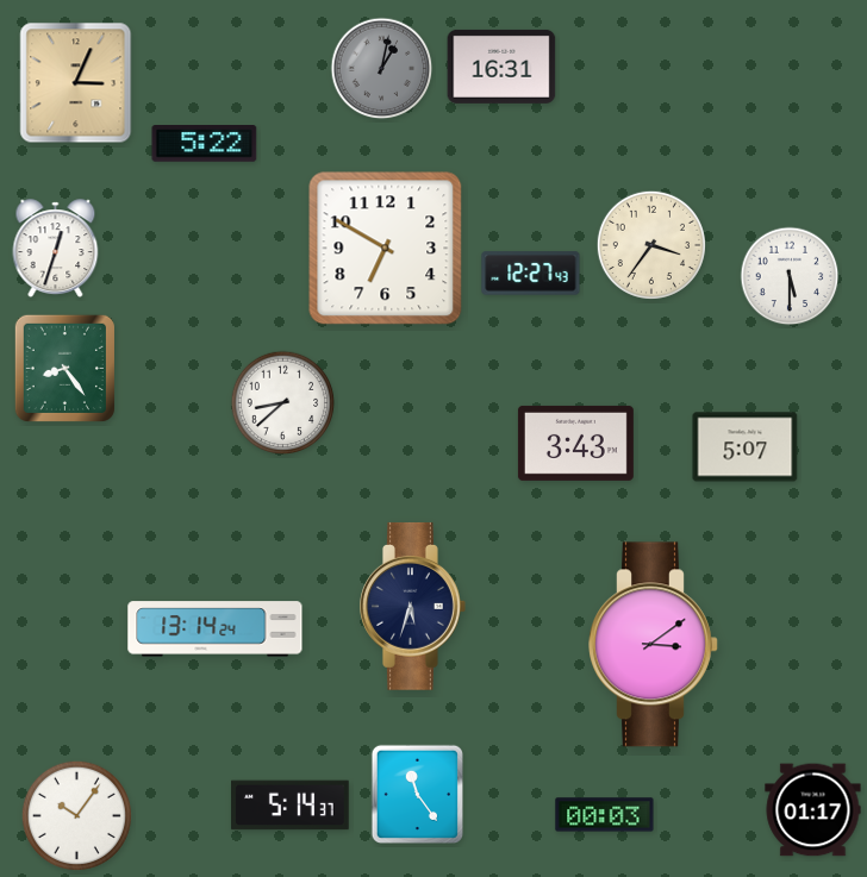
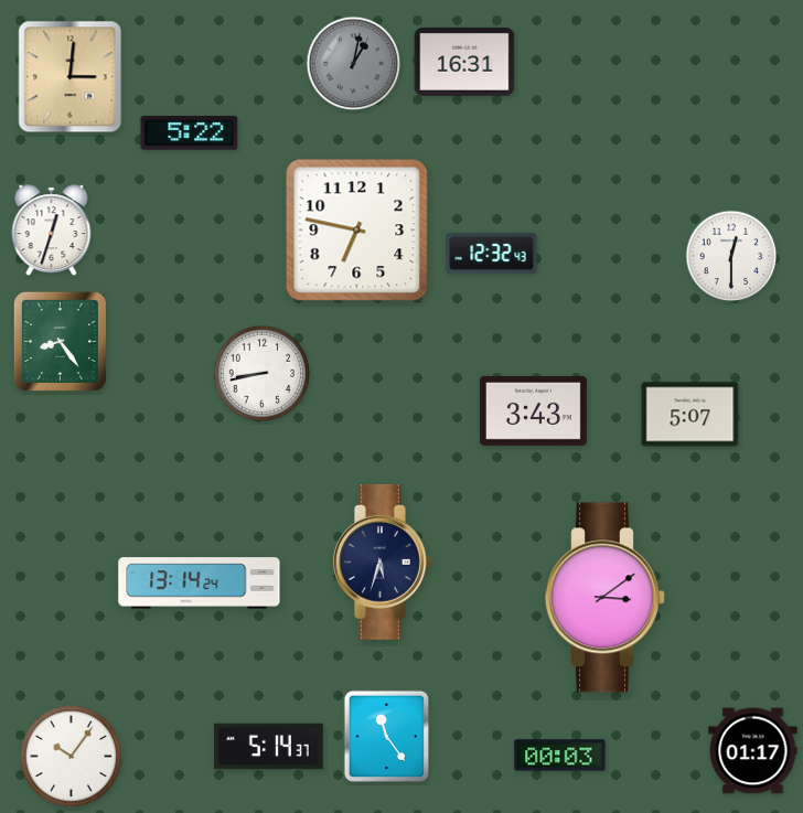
clock at (76, 83): 3:04 -> 3:01
clock at (651, 245): 3:36 -> none
clock at (386, 249): 6:50 -> 6:47
clock at (531, 274): 12:27 -> 12:32
clock at (790, 276): 5:30 -> 12:30
clock at (283, 403): 8:38 -> 8:43
